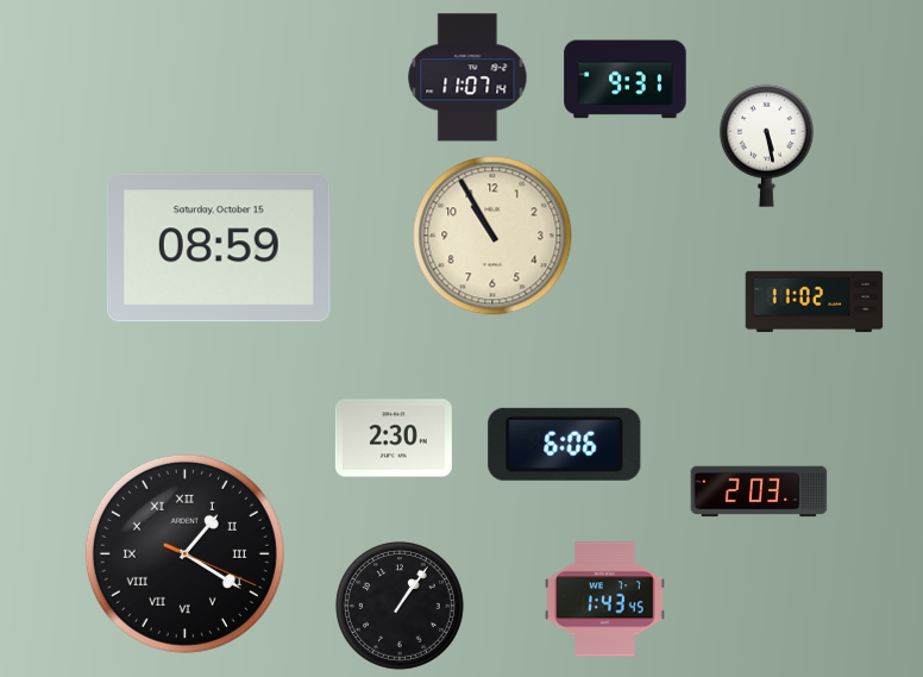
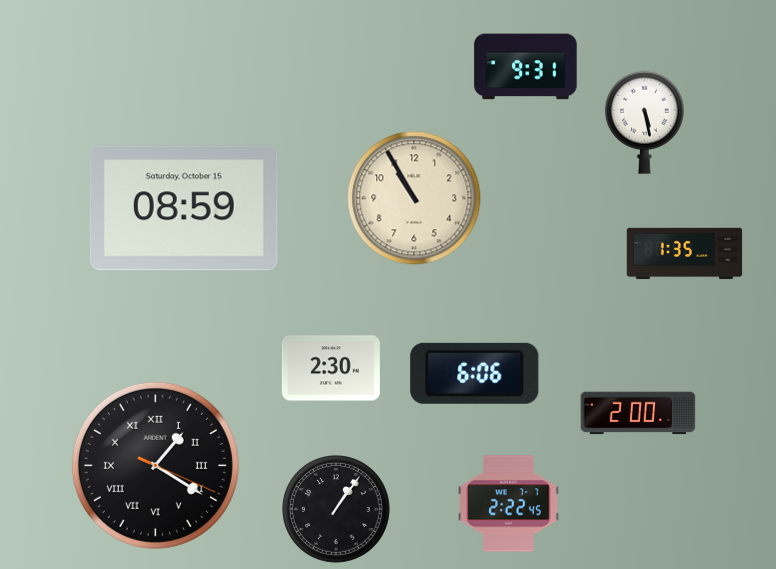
clock at (467, 77): 11:07 -> none
clock at (815, 302): 11:02 -> 1:35
clock at (759, 491): 2:03 -> 2:00
clock at (605, 600): 1:43 -> 2:22
